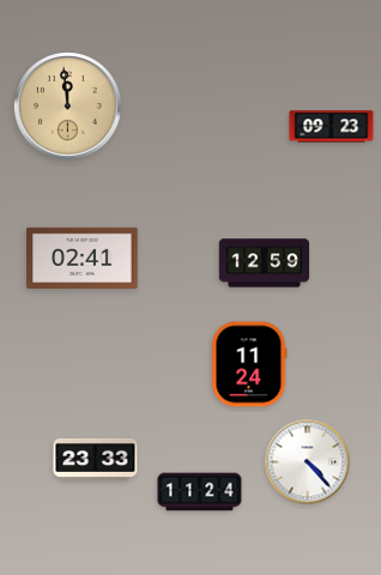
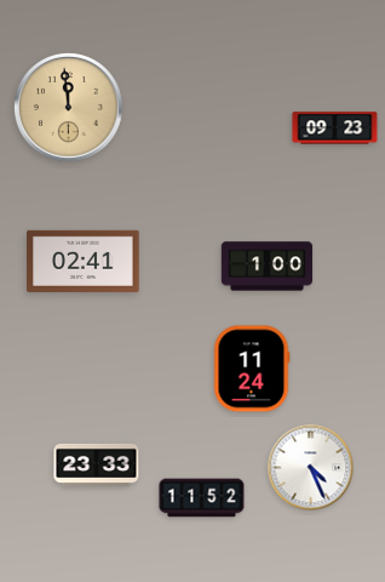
clock at (265, 264): 12:59 -> 1:00
clock at (308, 462): 4:23 -> 4:26
clock at (200, 492): 11:24 -> 11:52
